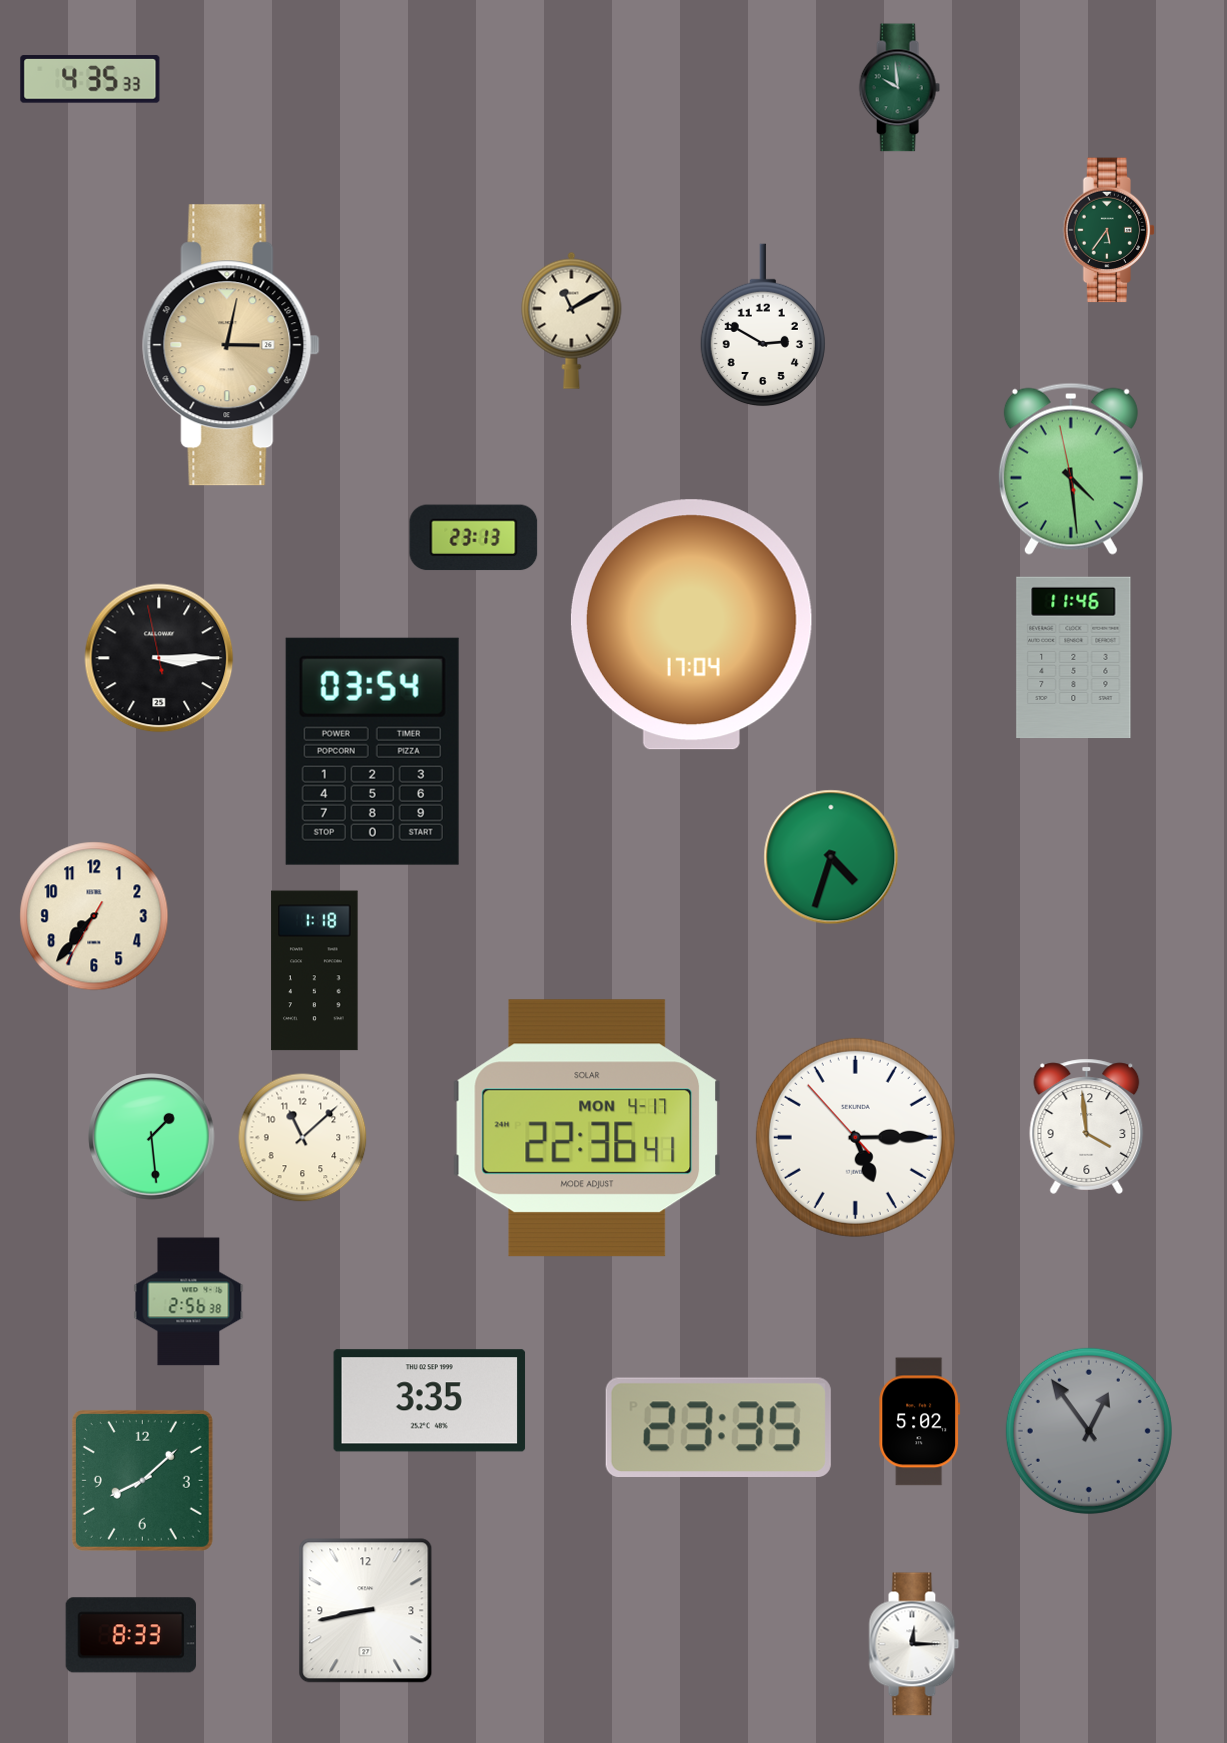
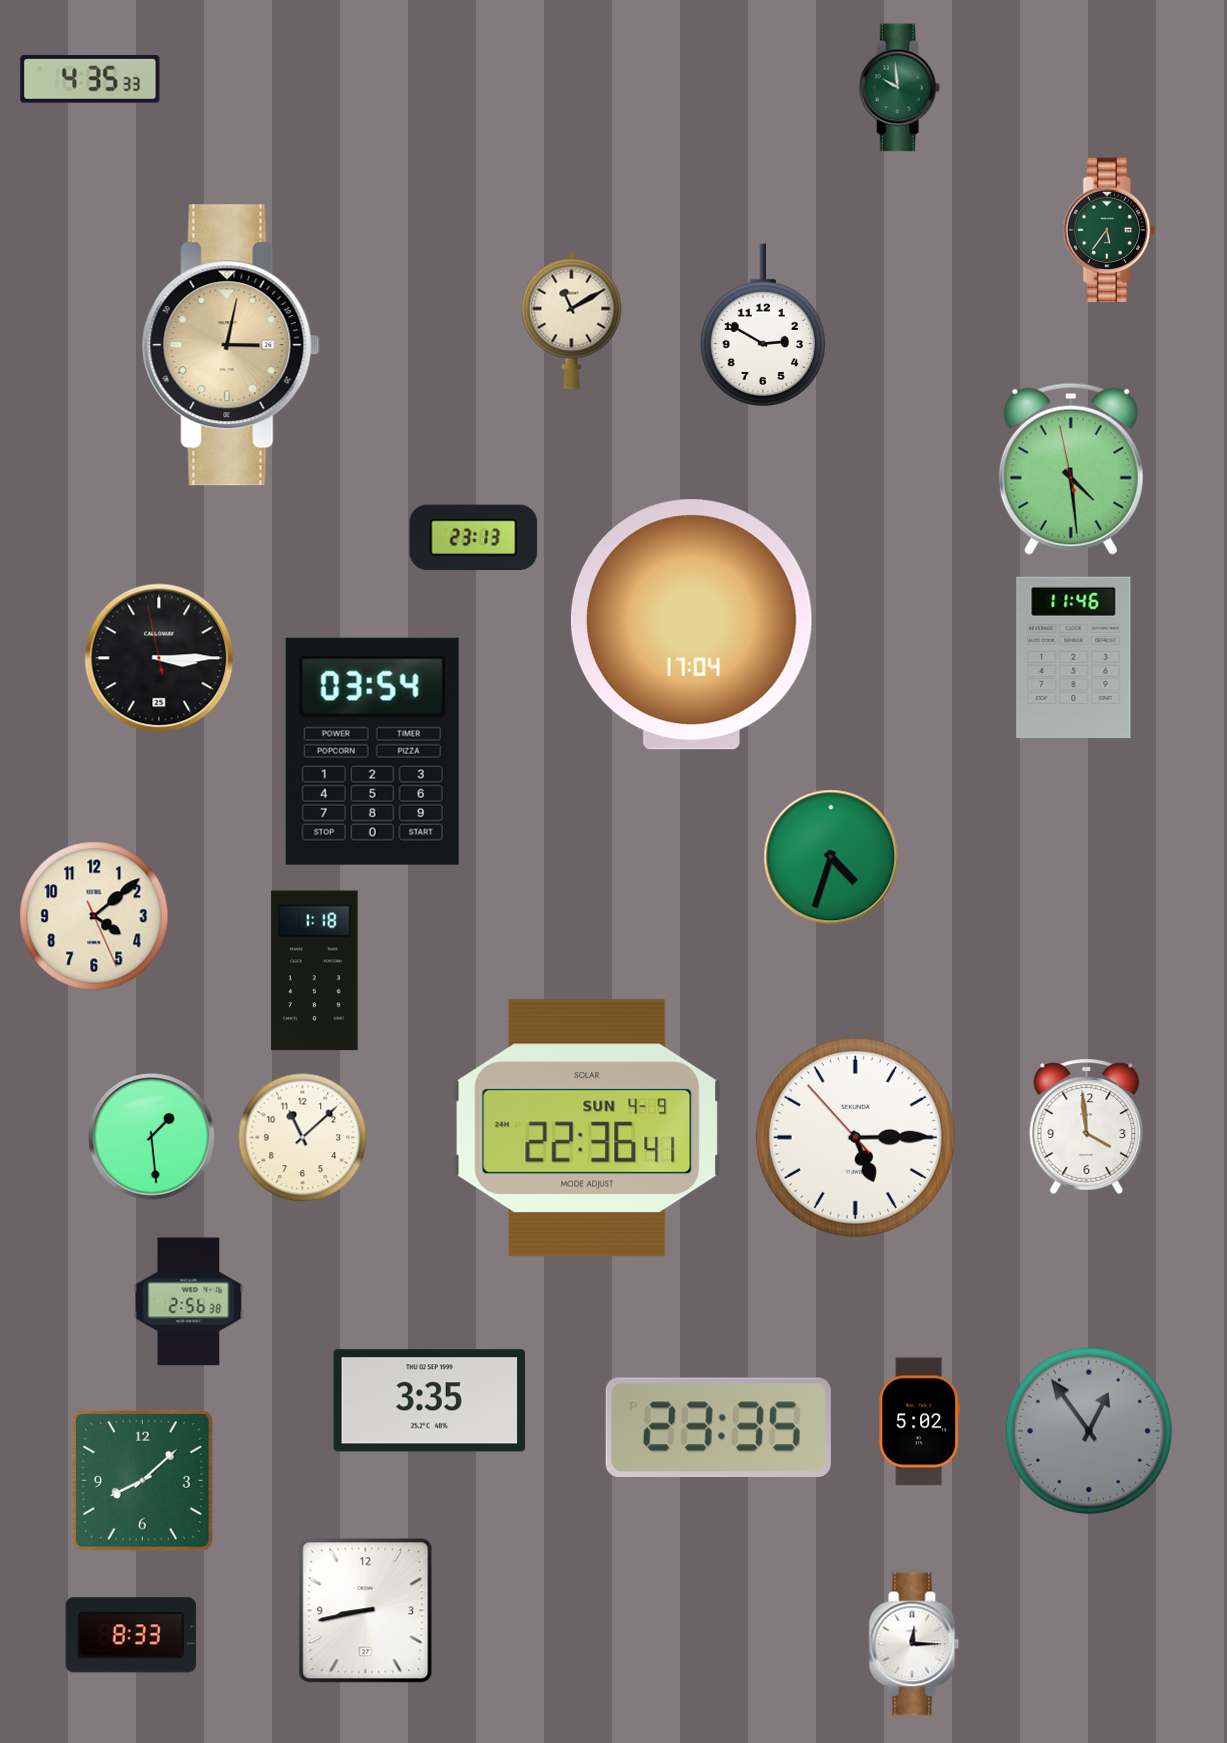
clock at (94, 916): 7:36 -> 4:08
clock at (587, 1128) date: MON 4-17 -> SUN 4-9
